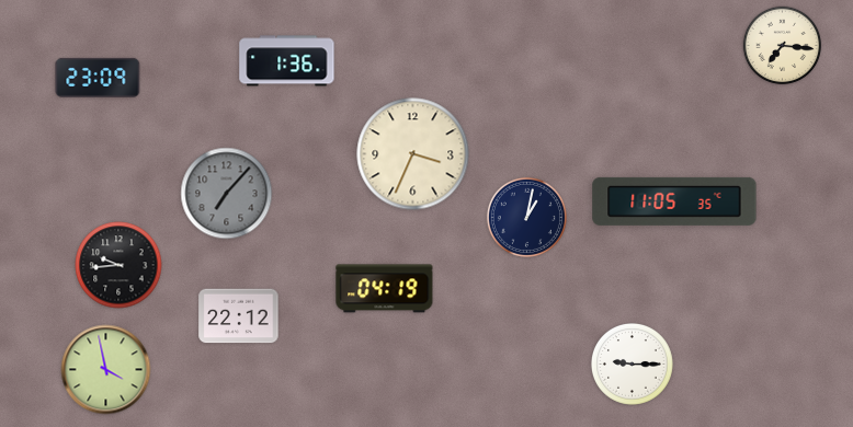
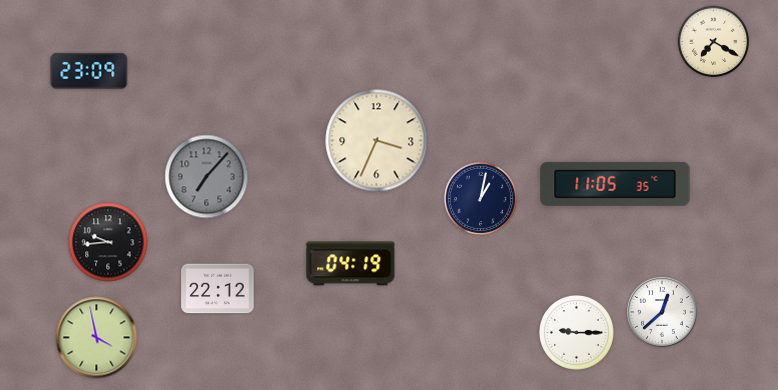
clock at (783, 46): 7:16 -> 7:20
clock at (287, 61): 1:36 -> none
clock at (663, 313): none -> 12:38
